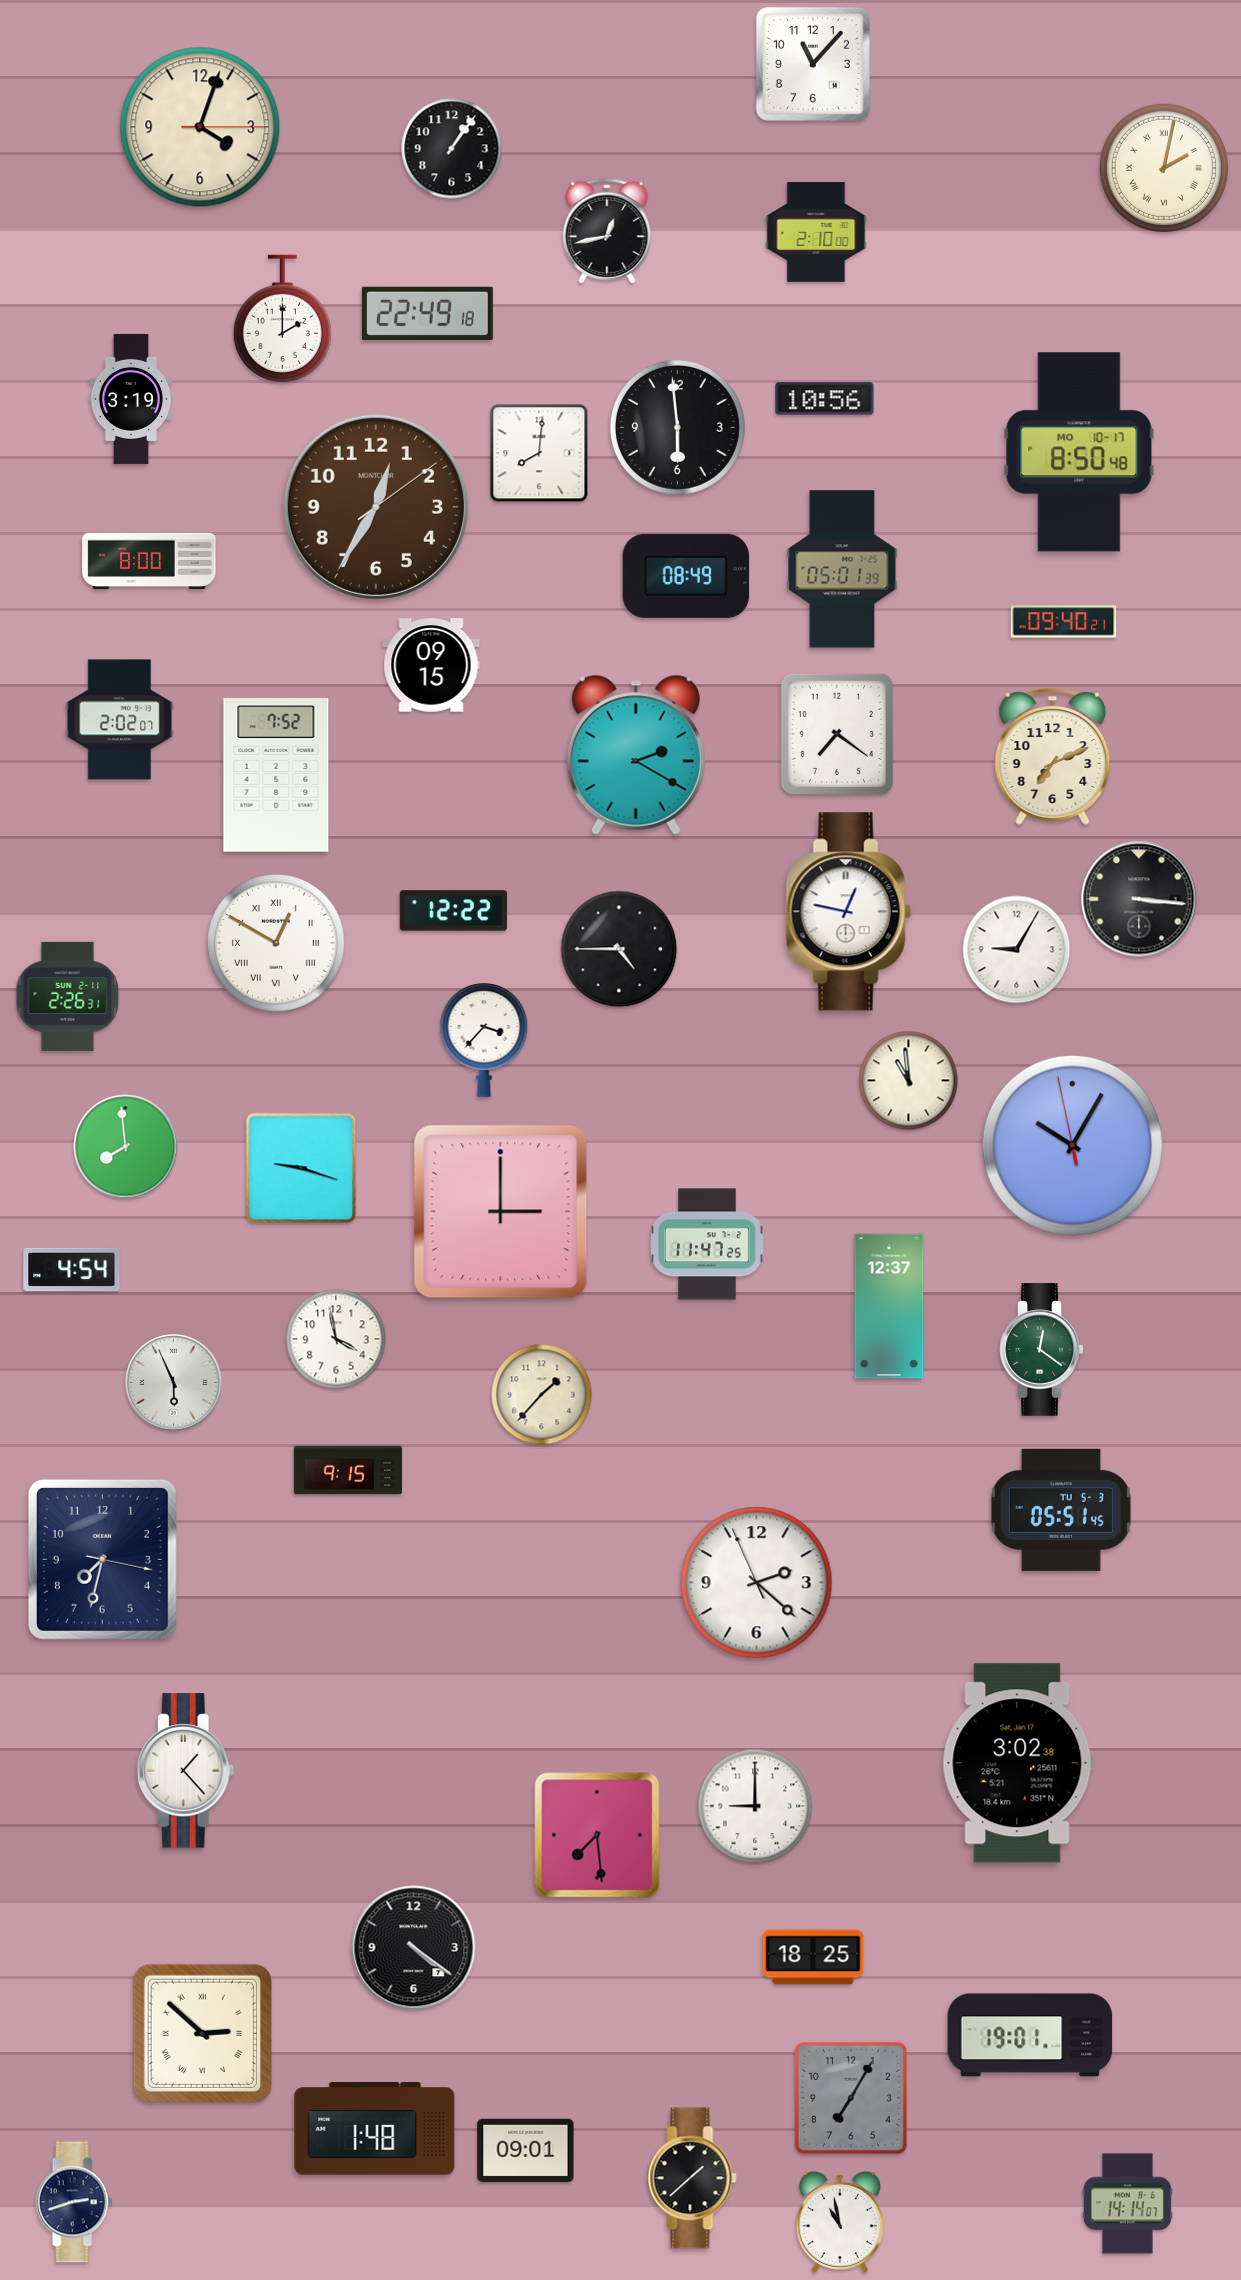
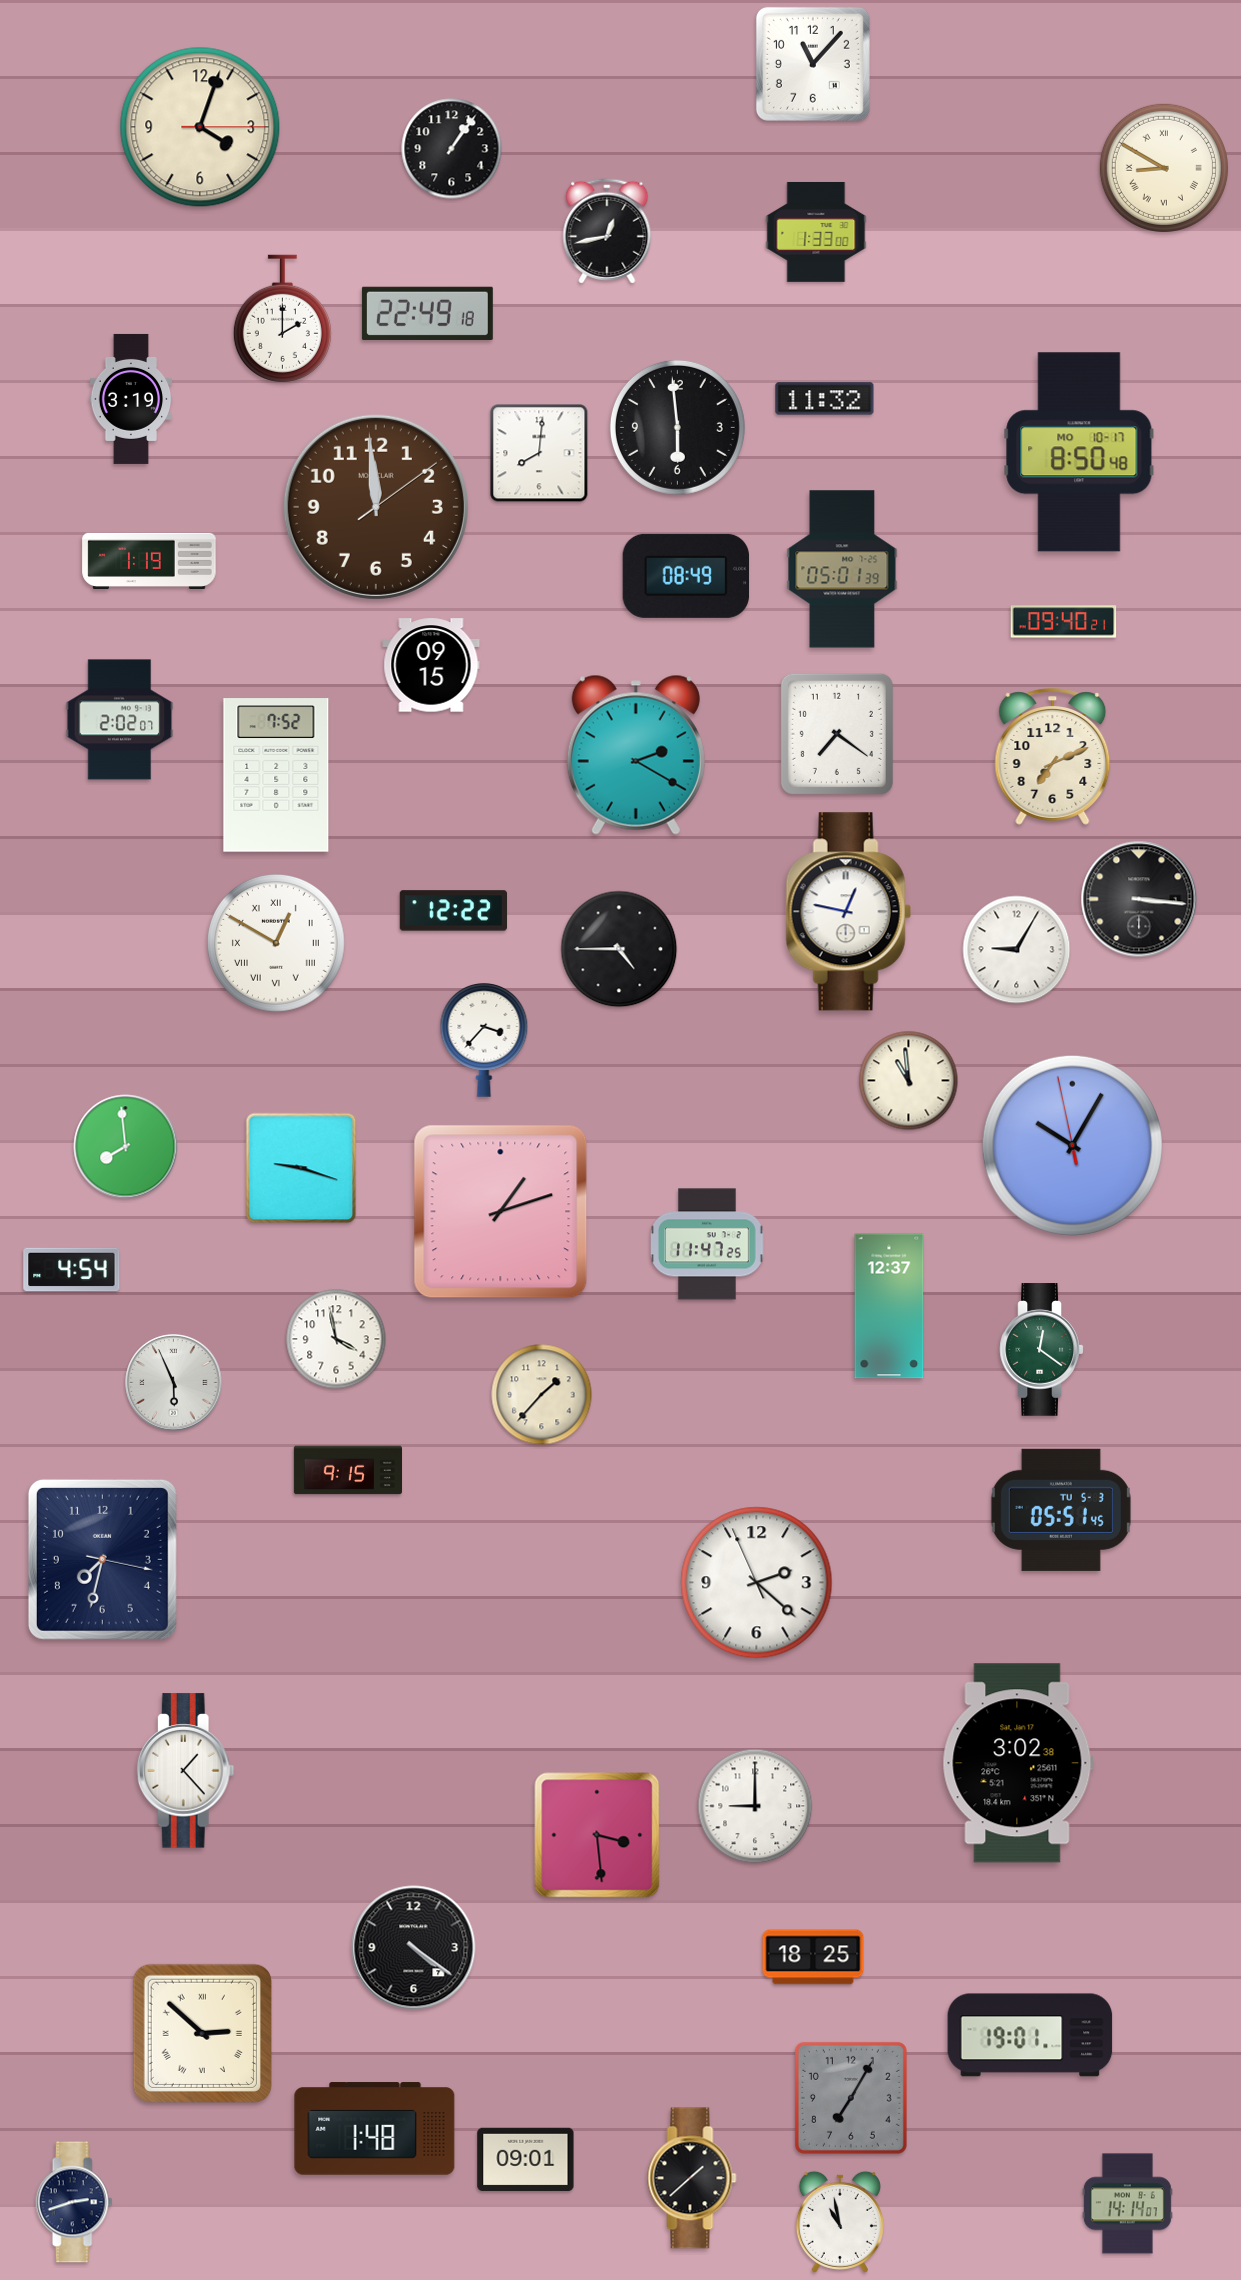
clock at (1164, 168): 2:02 -> 8:50
clock at (816, 232): 2:10 -> 1:33
clock at (825, 399): 10:56 -> 11:32
clock at (376, 507): 12:35 -> 11:59
clock at (149, 560): 8:00 -> 1:19
clock at (68, 996): 2:26 -> none
clock at (501, 1212): 3:00 -> 1:12
clock at (597, 1835): 7:29 -> 3:29
clock at (526, 2150) position: (526, 2150) -> (526, 2159)
